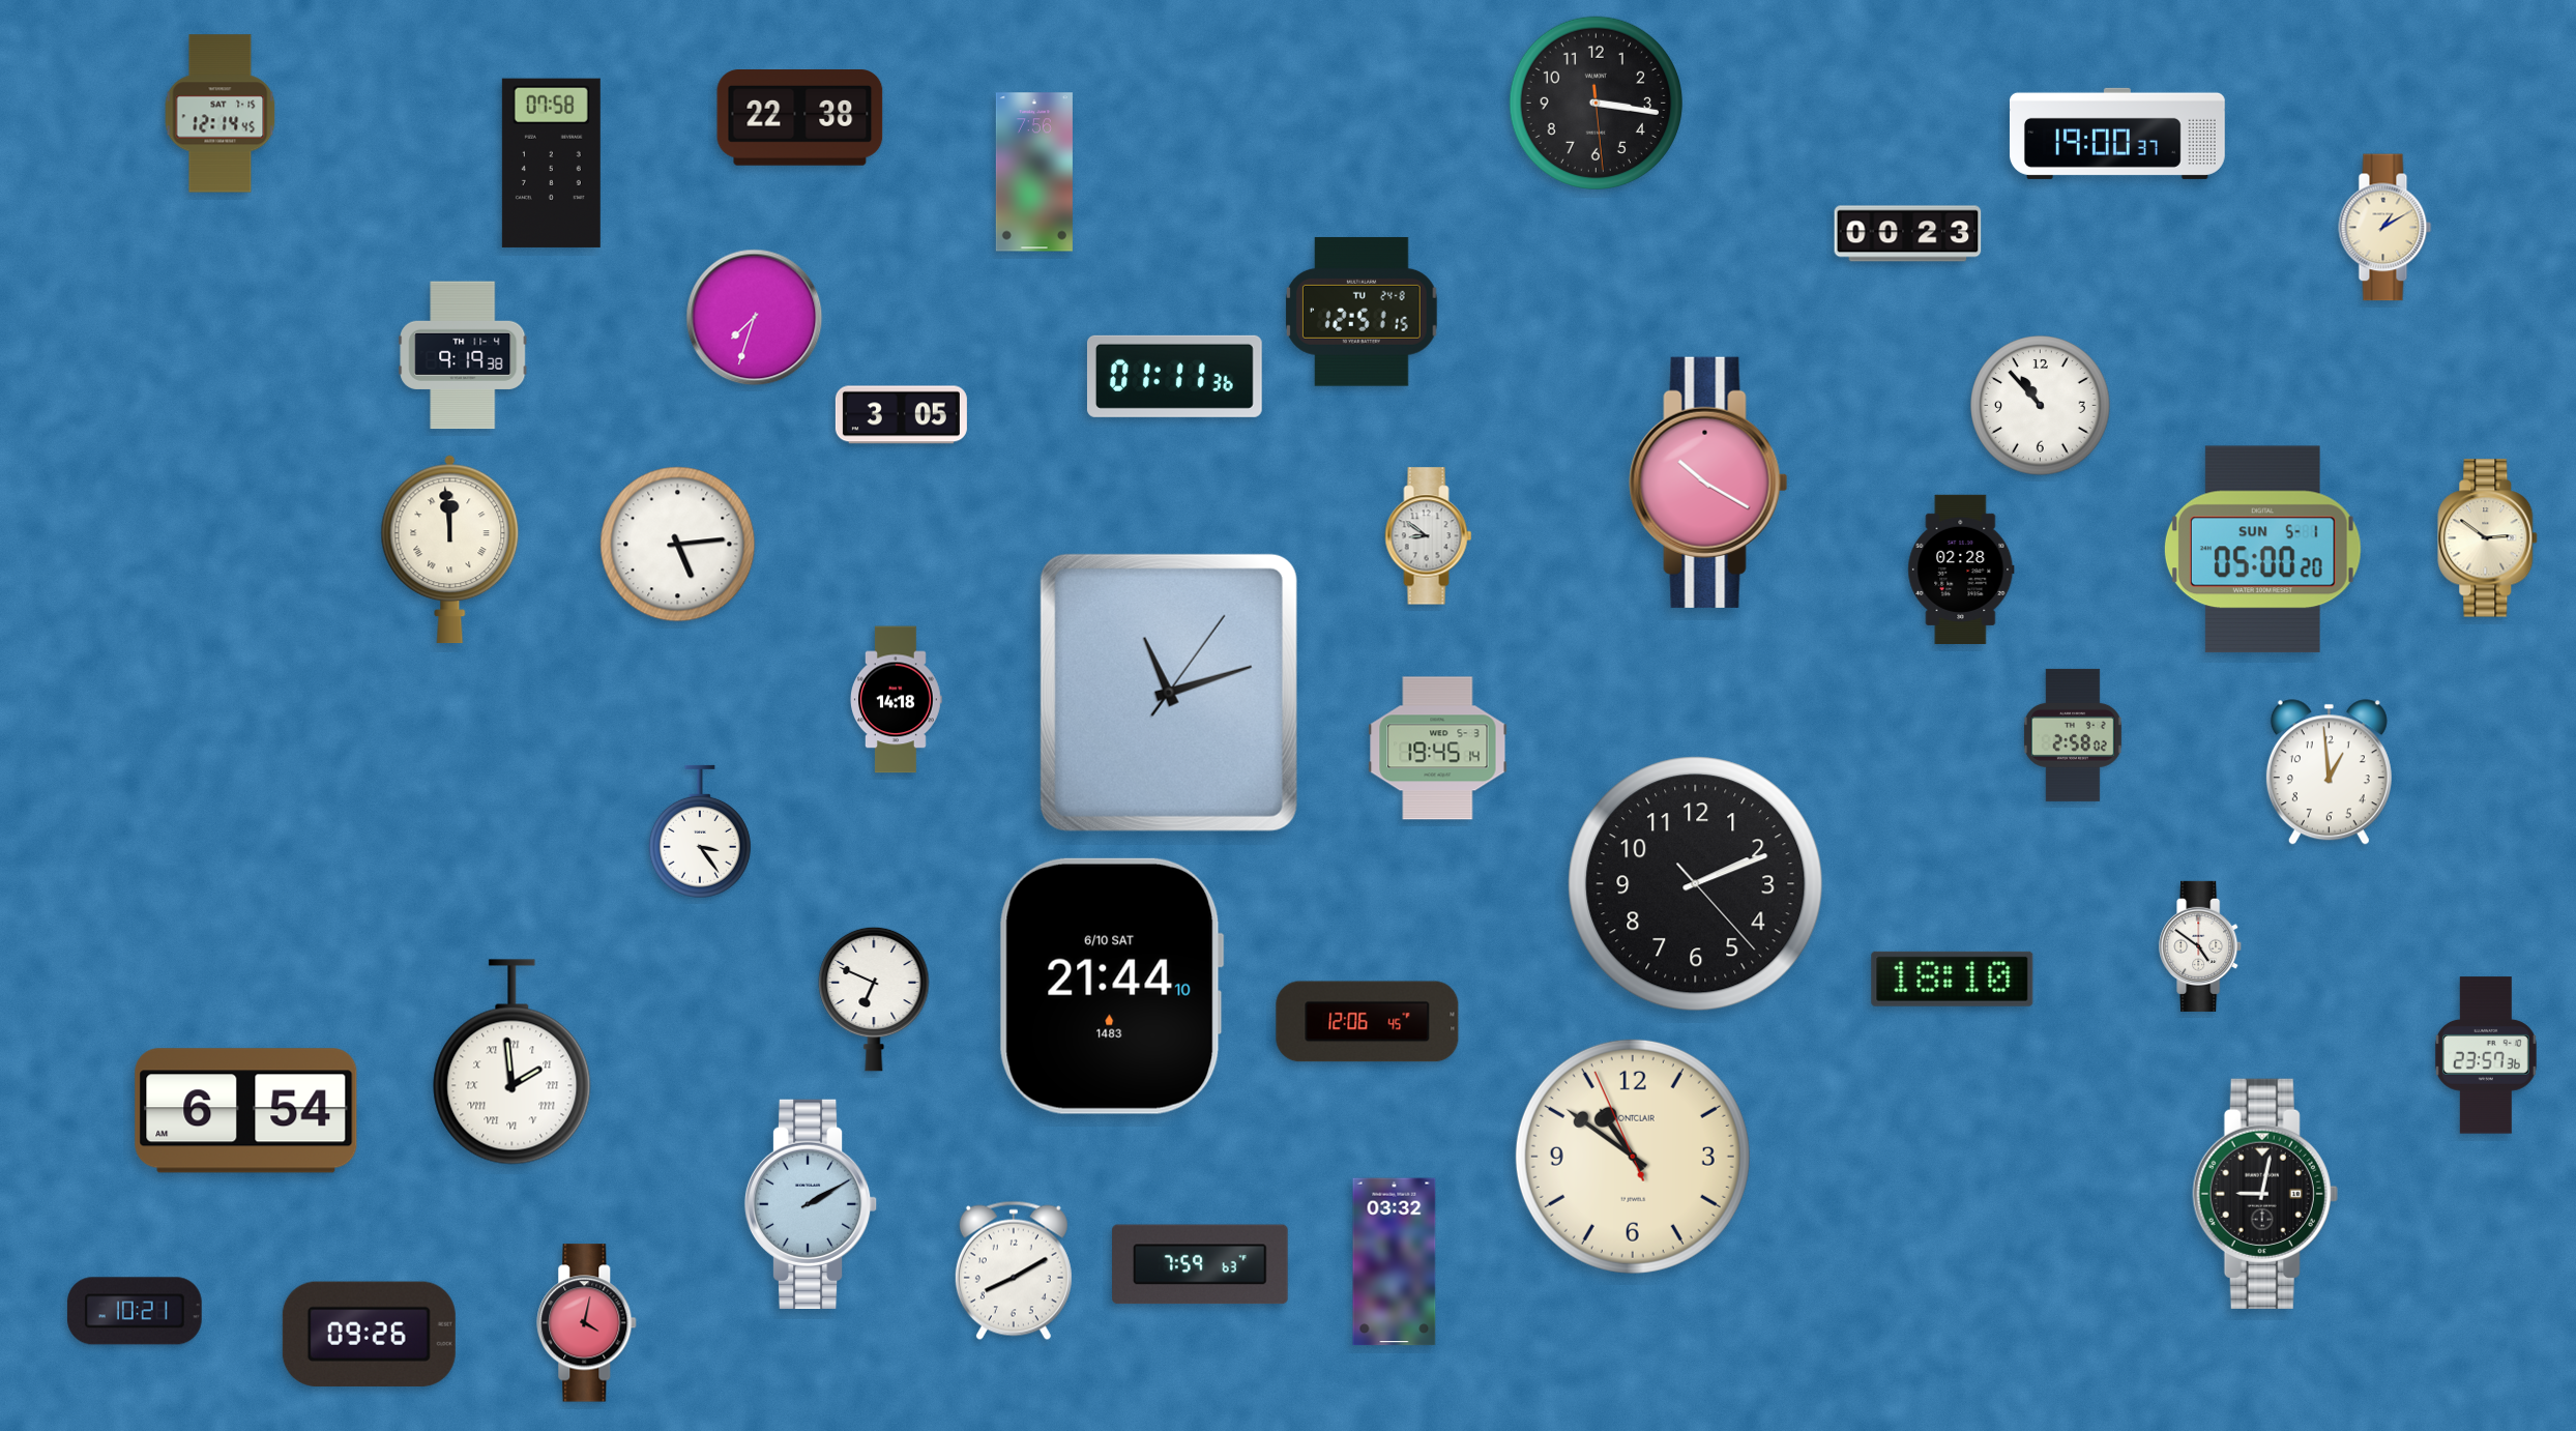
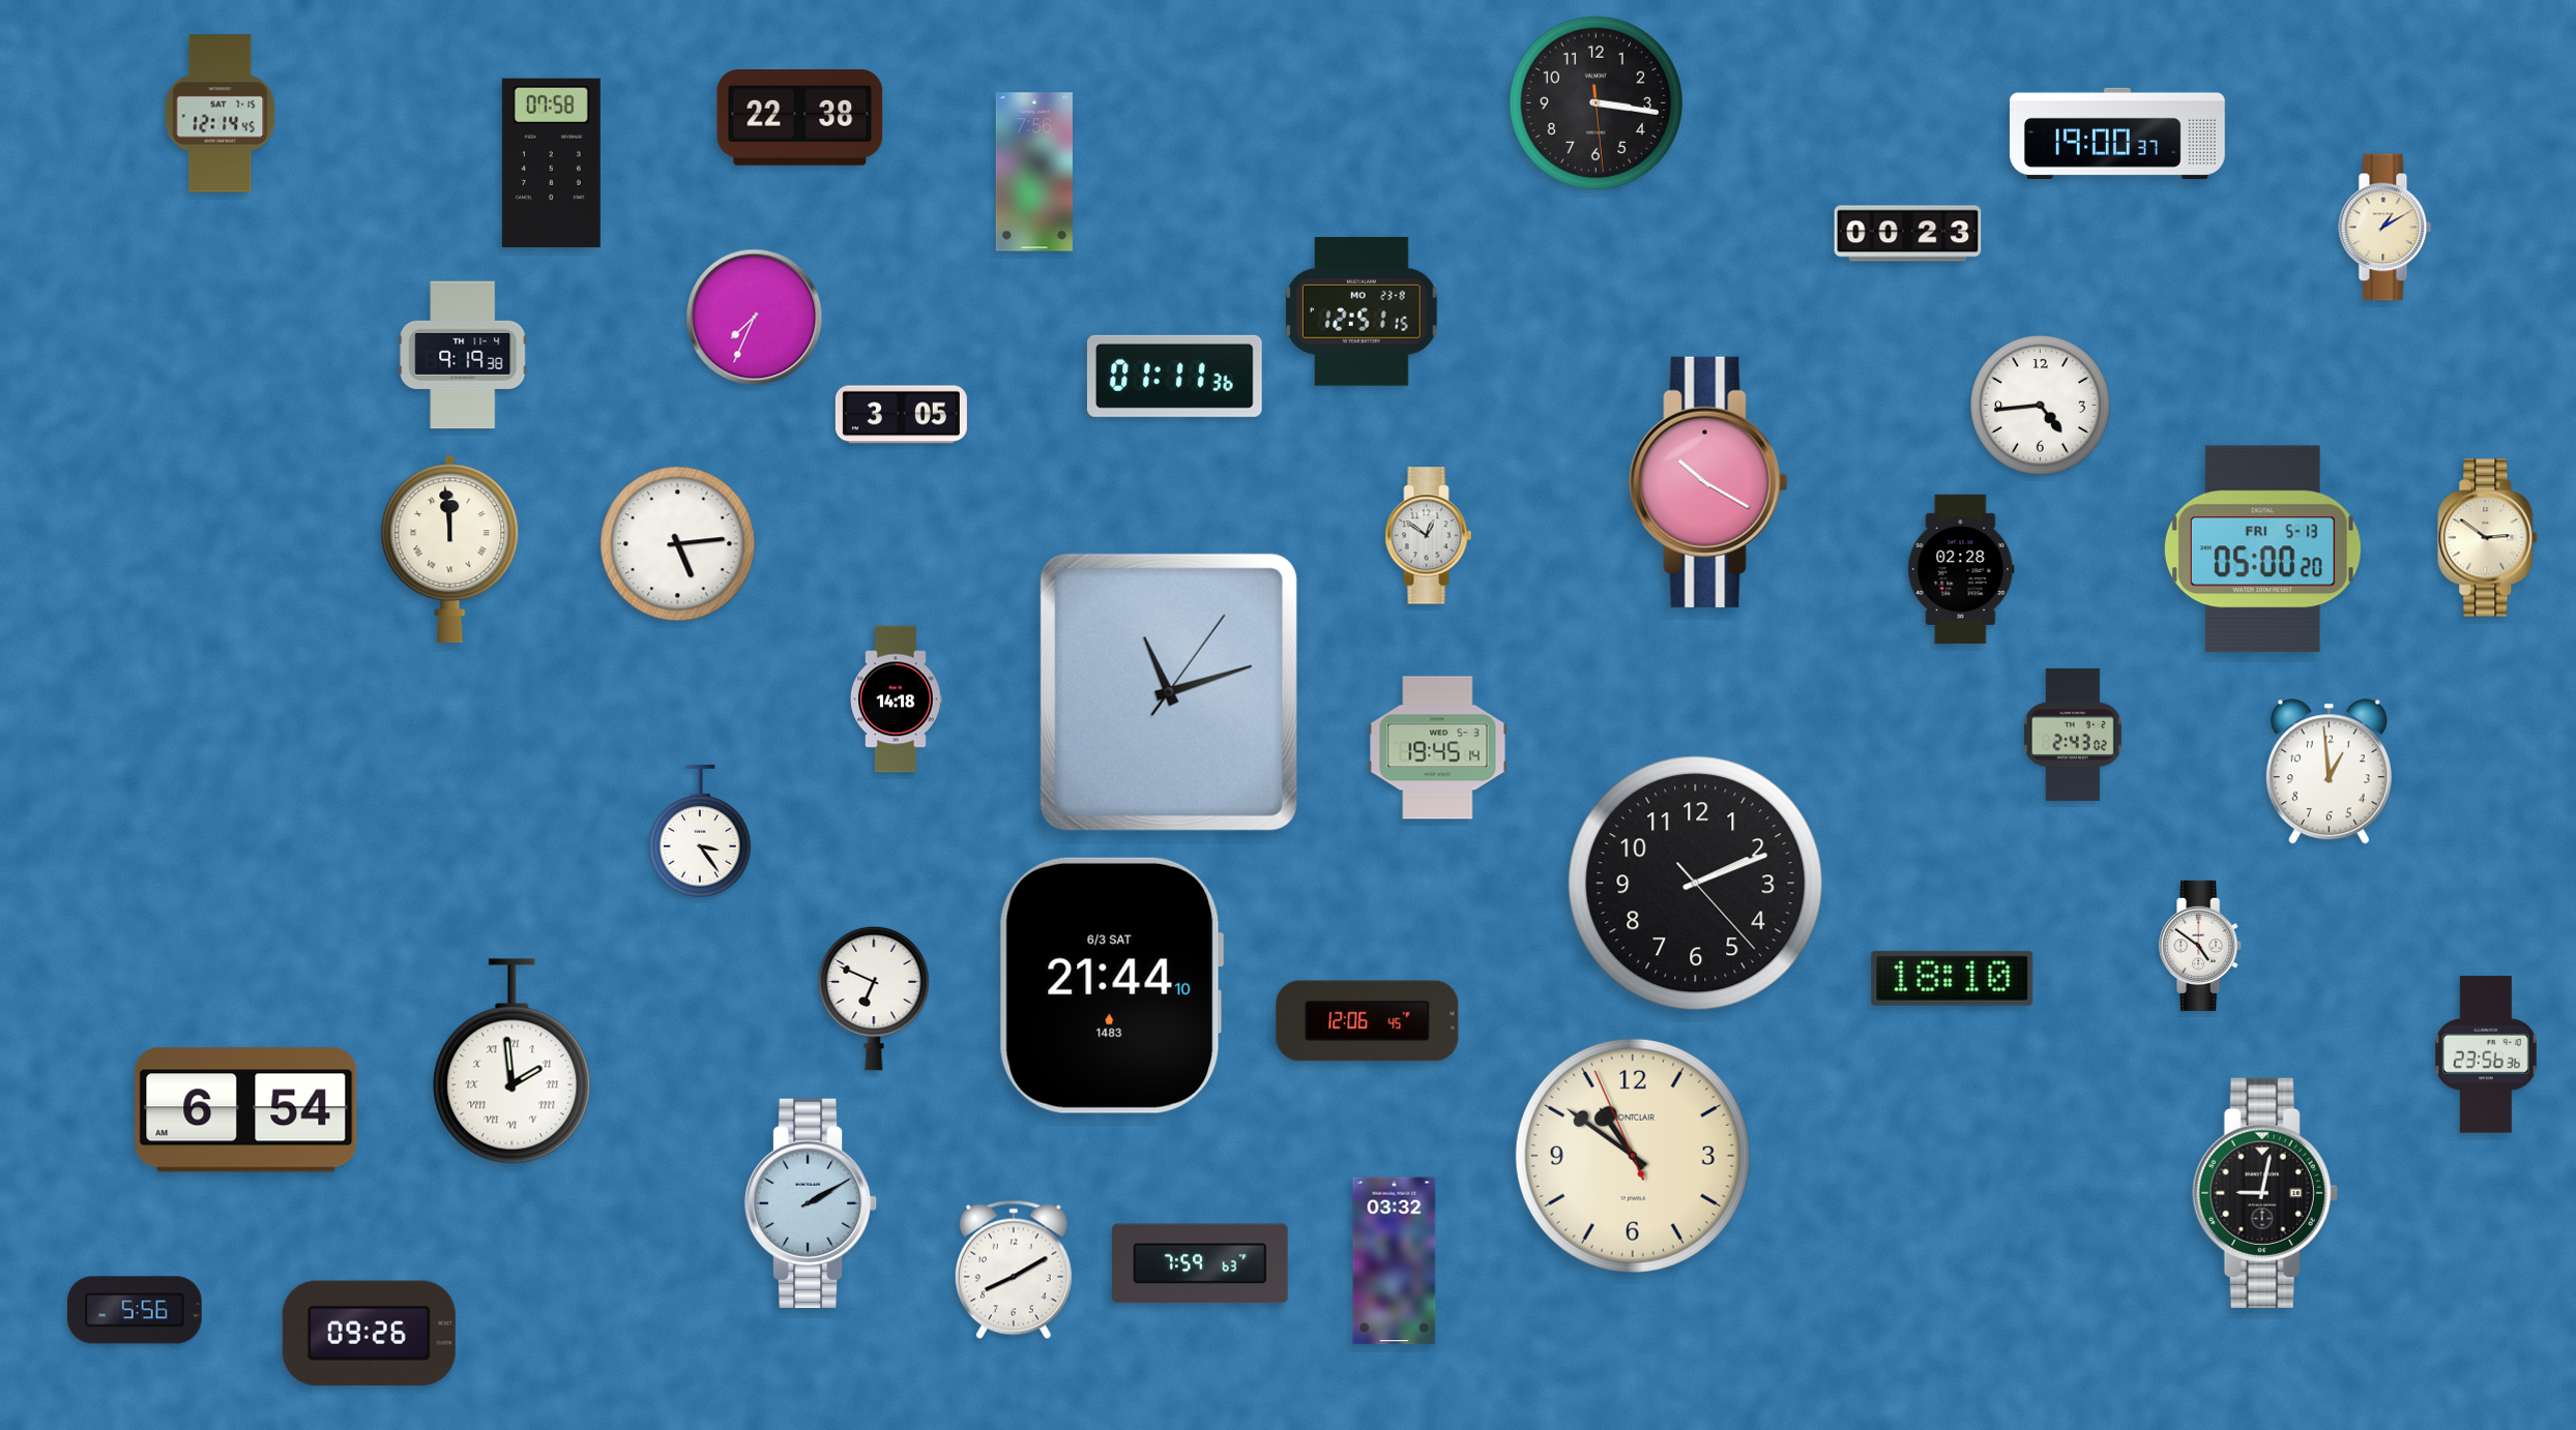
clock at (1362, 312) date: TU 24-8 -> MO 23-8
clock at (755, 318): 7:33 -> 7:34
clock at (2041, 406): 10:53 -> 4:44
clock at (1429, 536): 8:51 -> 12:51
clock at (2262, 550) date: SUN 5-1 -> FRI 5-13
clock at (2073, 735): 2:58 -> 2:43
clock at (1111, 986) date: 6/10 SAT -> 6/3 SAT
clock at (2486, 1055): 23:57 -> 23:56
clock at (135, 1311): 10:21 -> 5:56
clock at (587, 1323): 4:02 -> none
